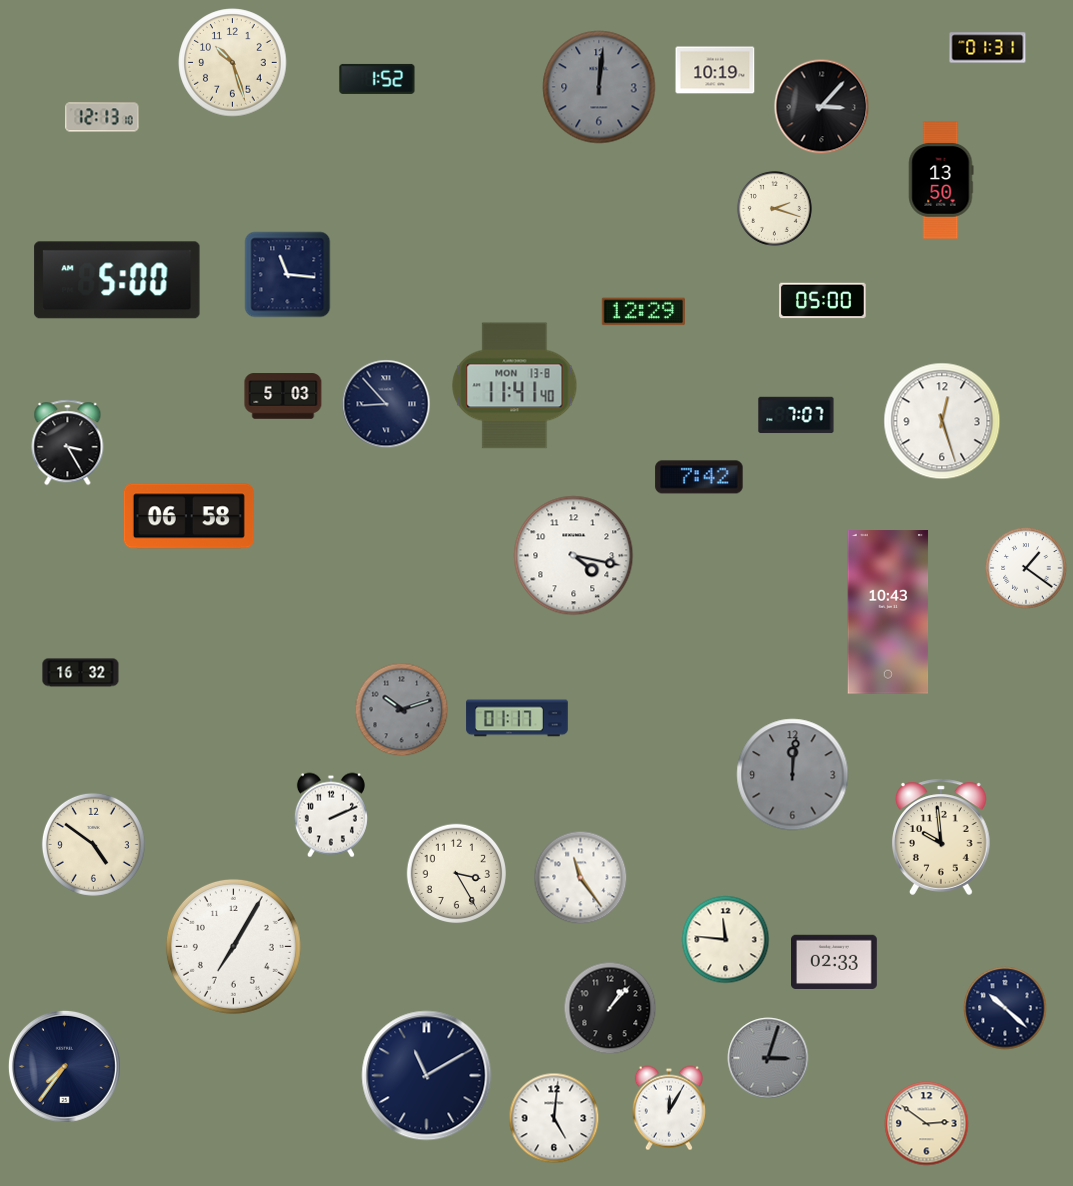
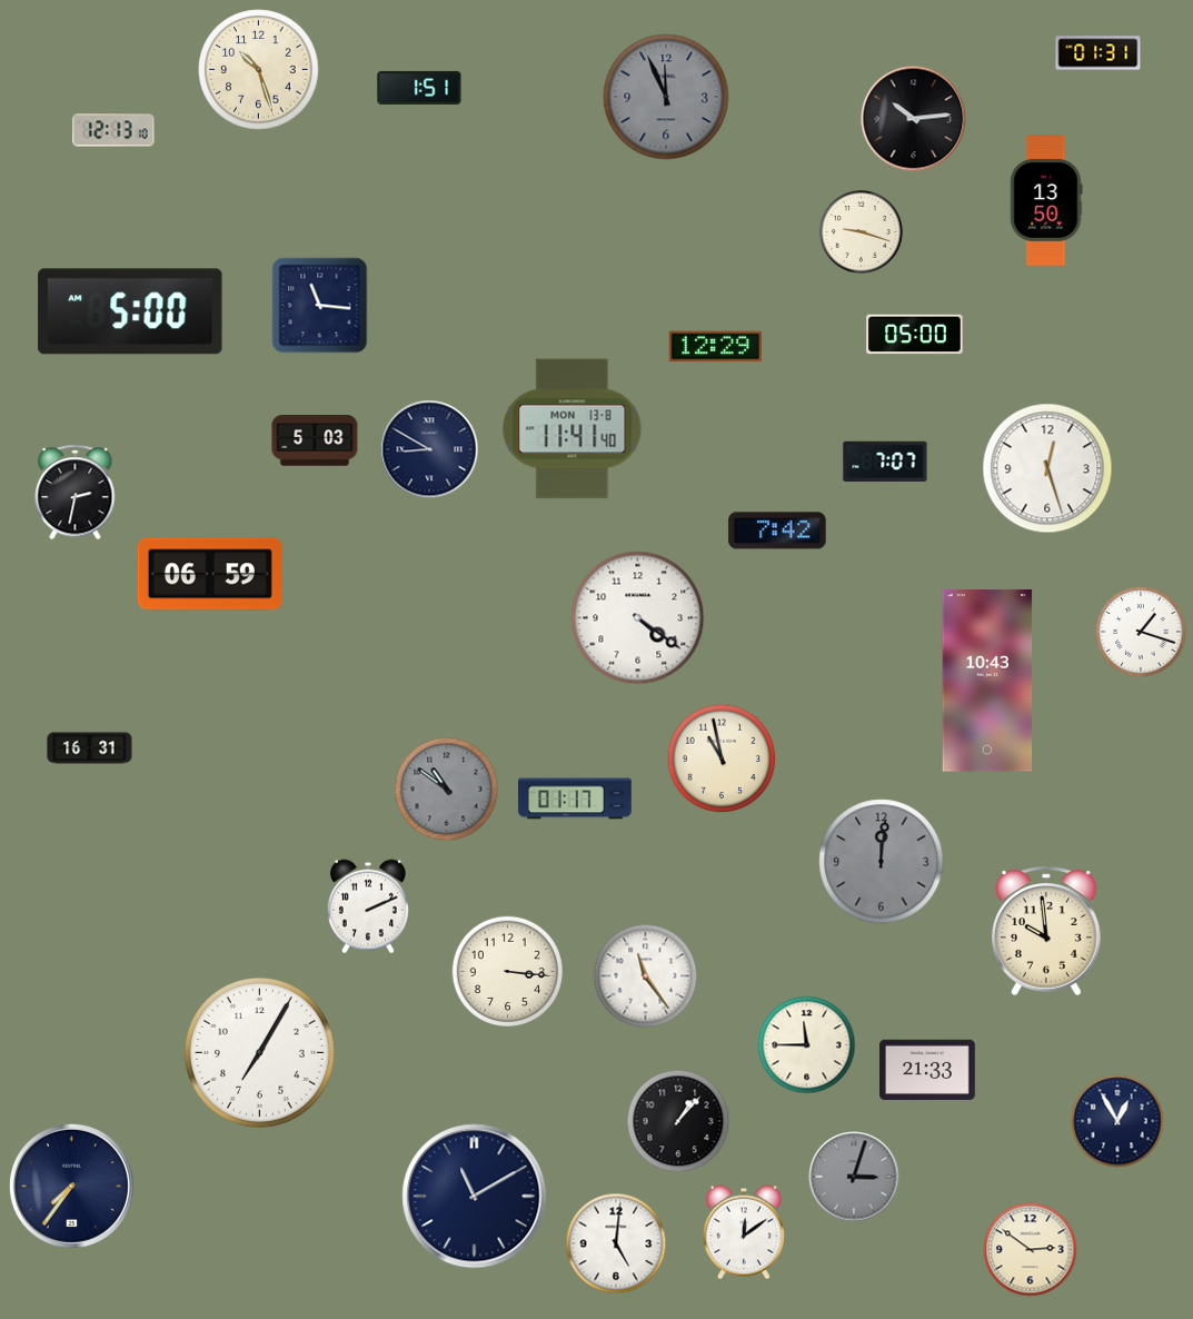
clock at (715, 70): 10:19 -> none
clock at (377, 79): 1:52 -> 1:51
clock at (599, 87): 12:01 -> 11:56
clock at (822, 107): 3:07 -> 10:14
clock at (774, 208): 2:18 -> 9:18
clock at (386, 404): 8:53 -> 8:50
clock at (68, 443): 3:25 -> 2:32
clock at (189, 516): 06:58 -> 06:59
clock at (574, 556): 4:17 -> 4:21
clock at (1026, 568): 1:21 -> 1:18
clock at (81, 673): 16:32 -> 16:31
clock at (722, 758): none -> 10:58
clock at (402, 710): 10:12 -> 10:51
clock at (93, 844): 4:51 -> none
clock at (456, 873): 3:25 -> 3:16
clock at (726, 940): 11:46 -> 11:45
clock at (835, 962): 02:33 -> 21:33
clock at (1005, 1008): 10:22 -> 12:55
clock at (669, 1108): 12:05 -> 12:09
